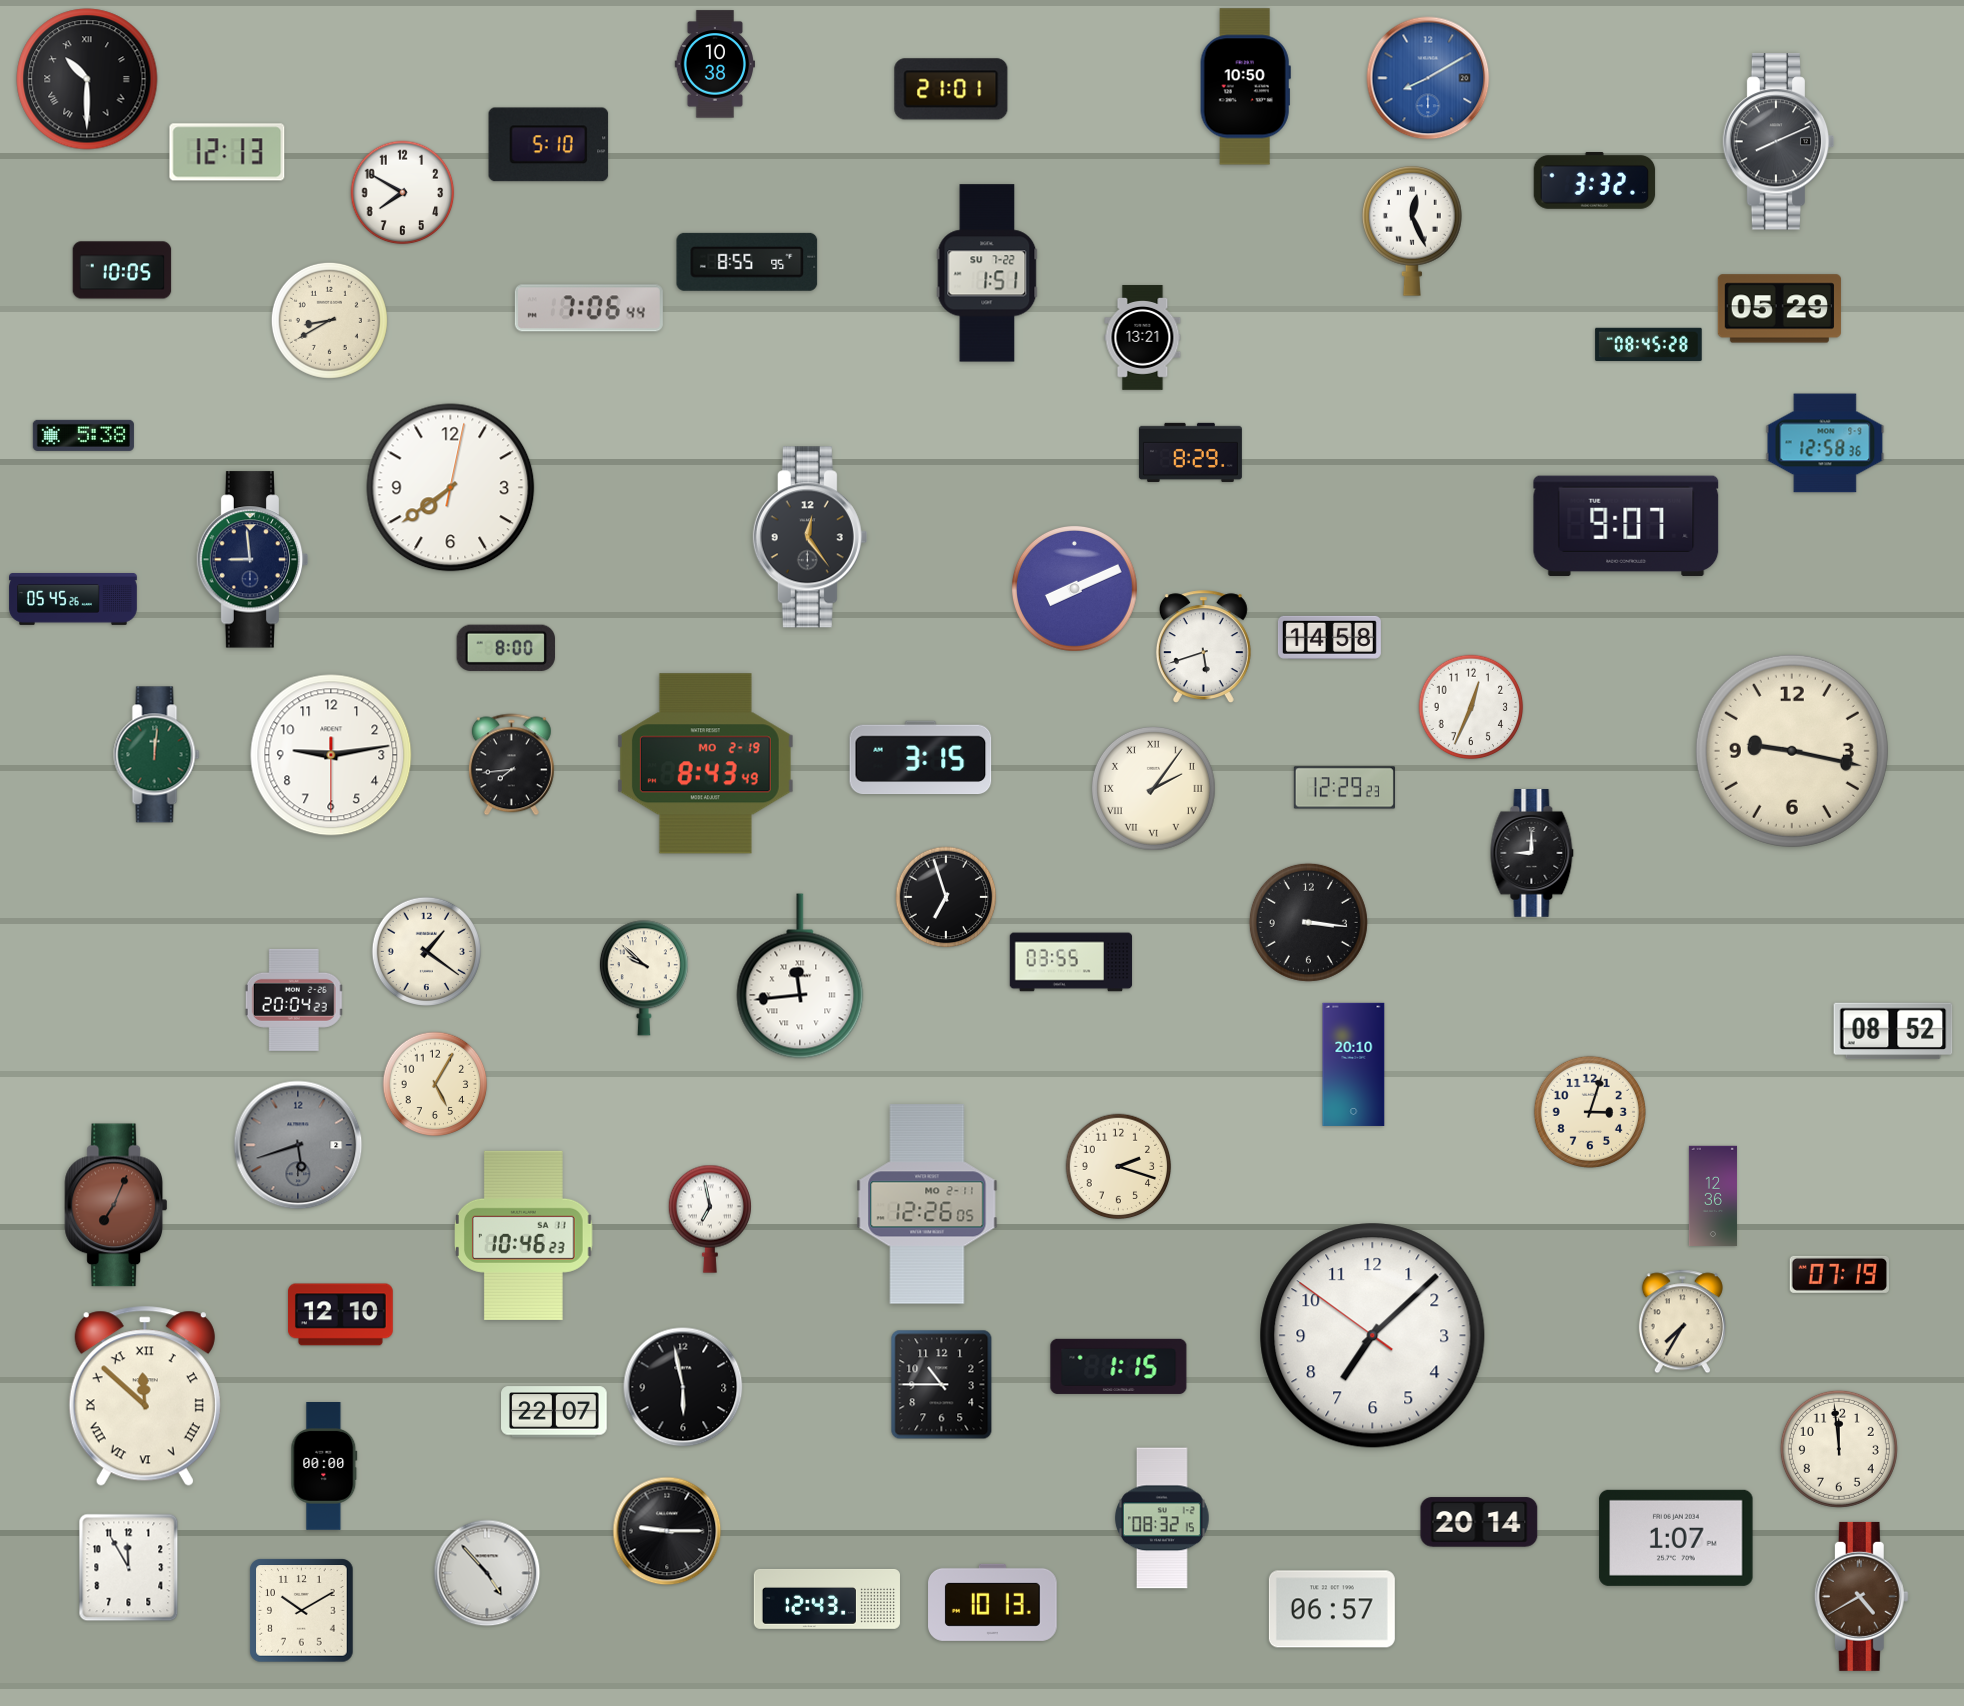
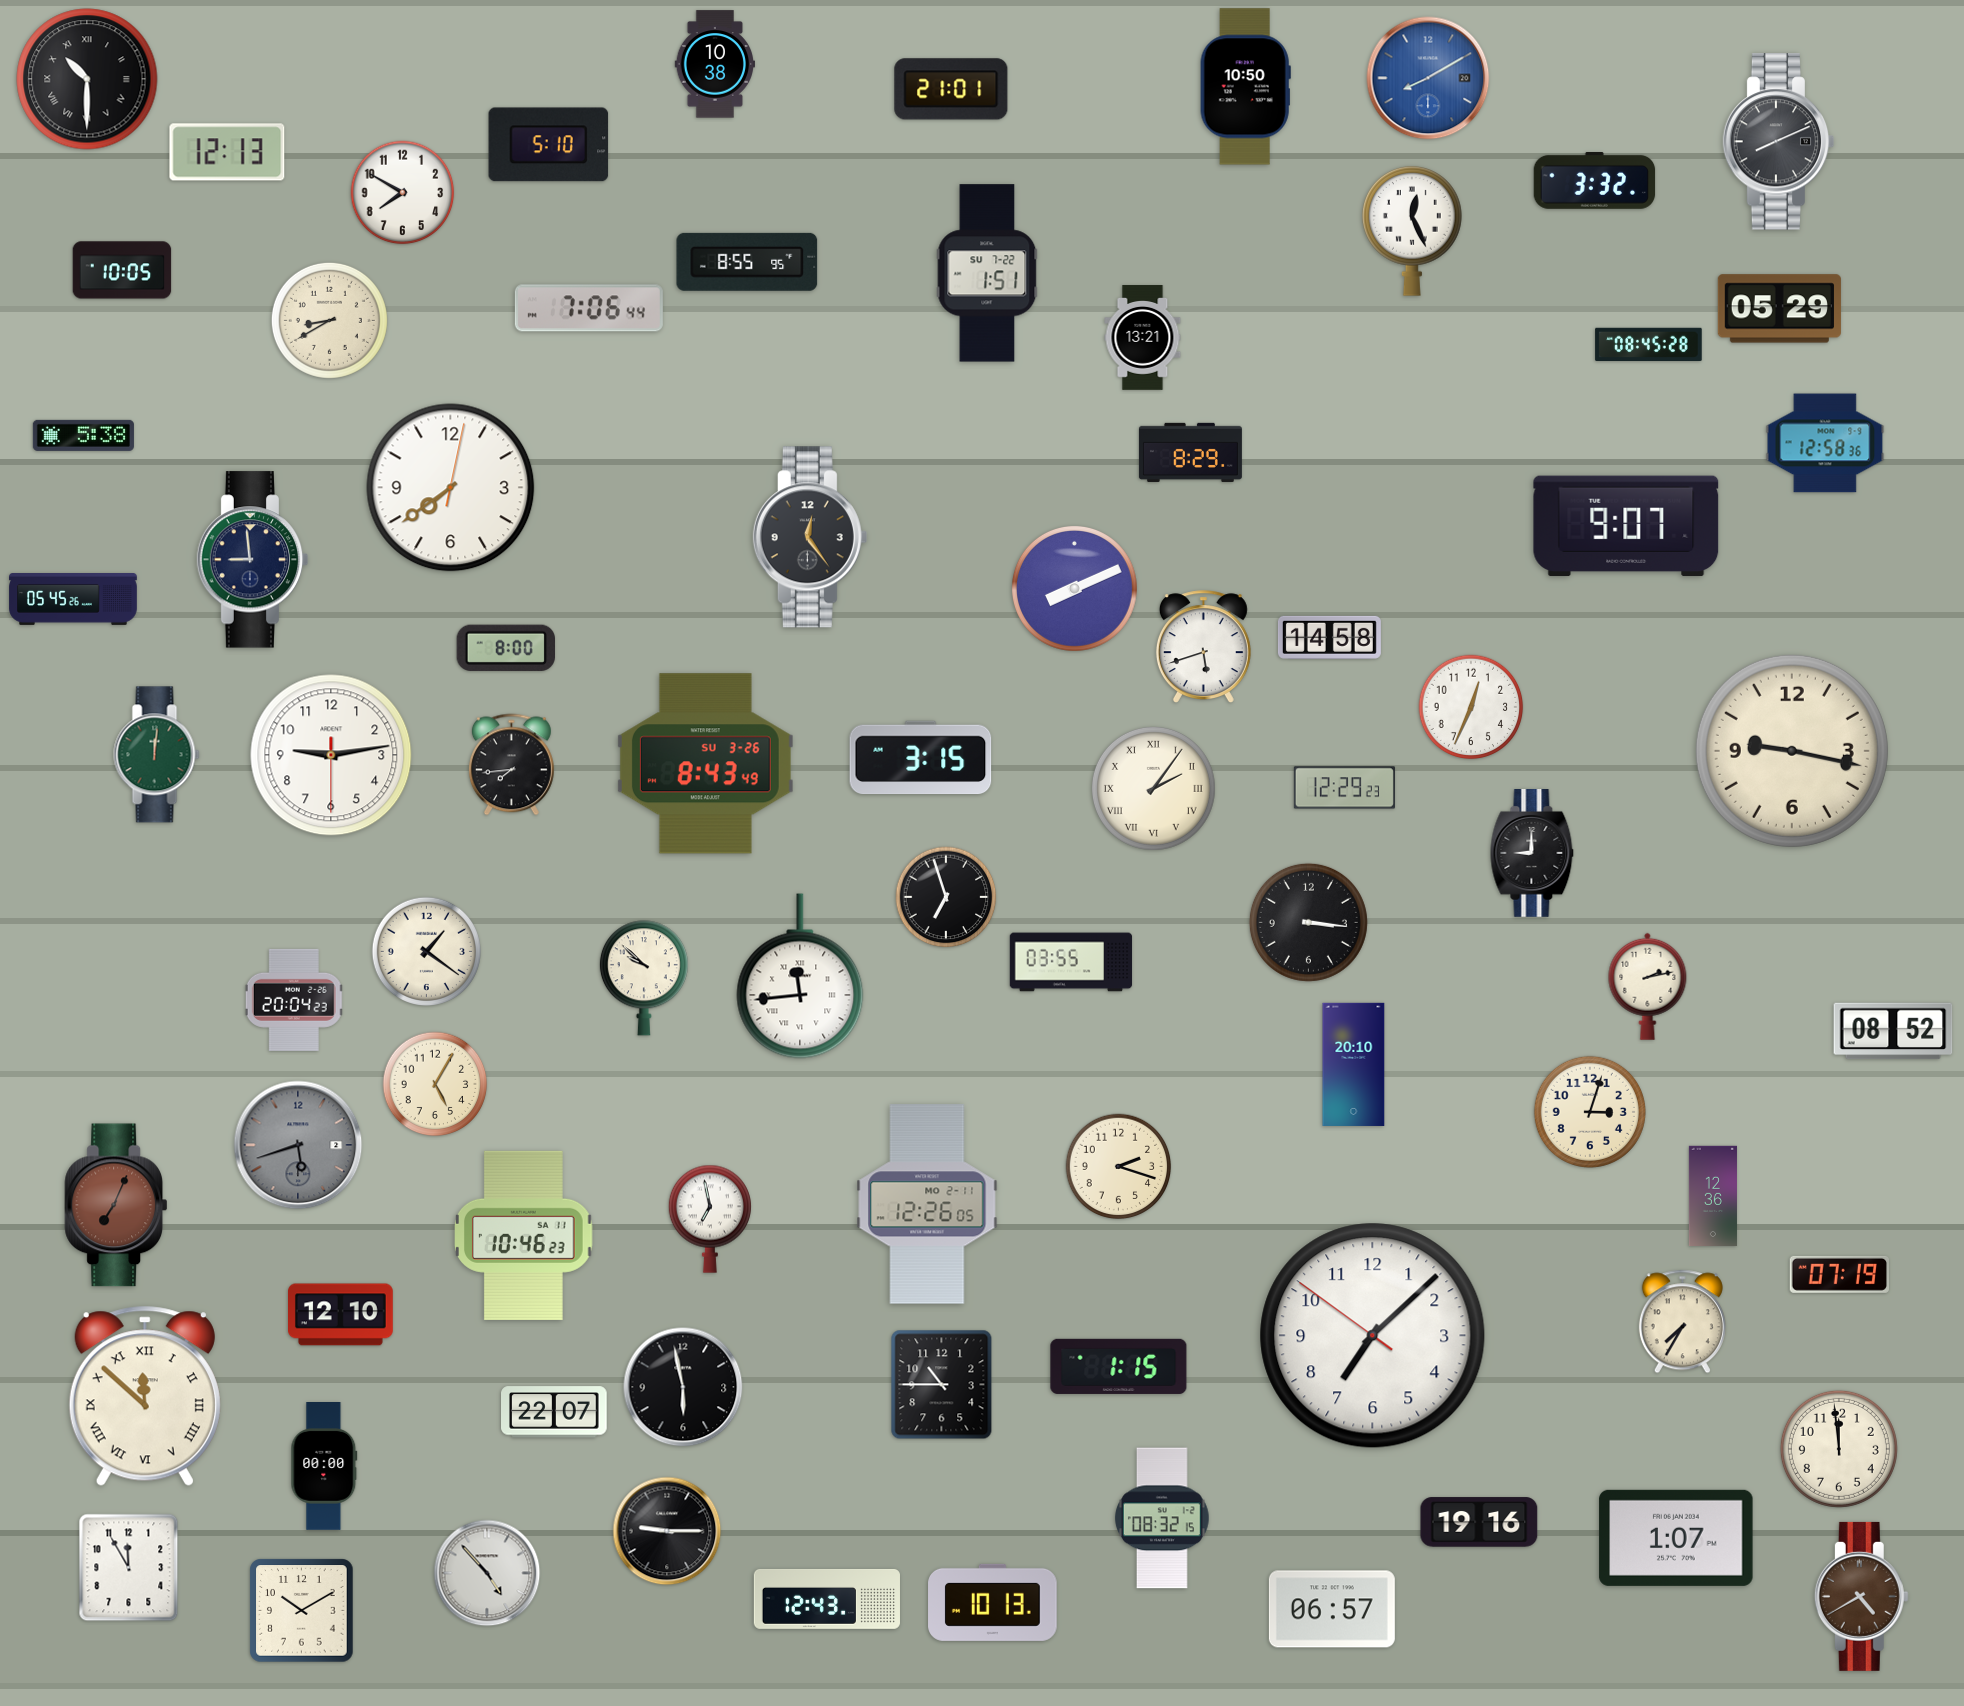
clock at (705, 764) date: MO 2-19 -> SU 3-26
clock at (1648, 986): none -> 2:13
clock at (1479, 1522): 20:14 -> 19:16
